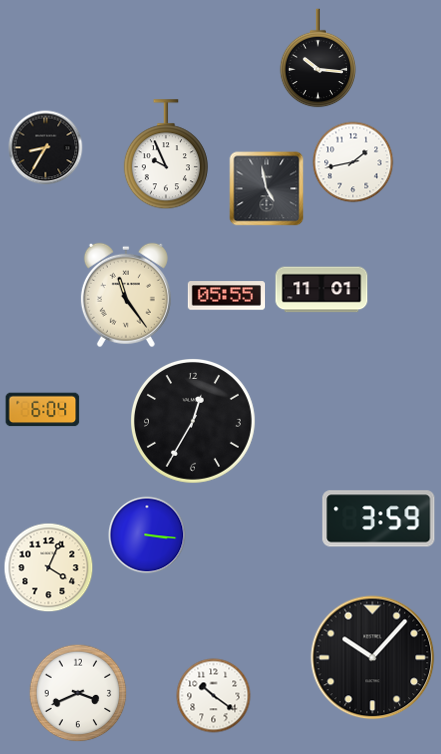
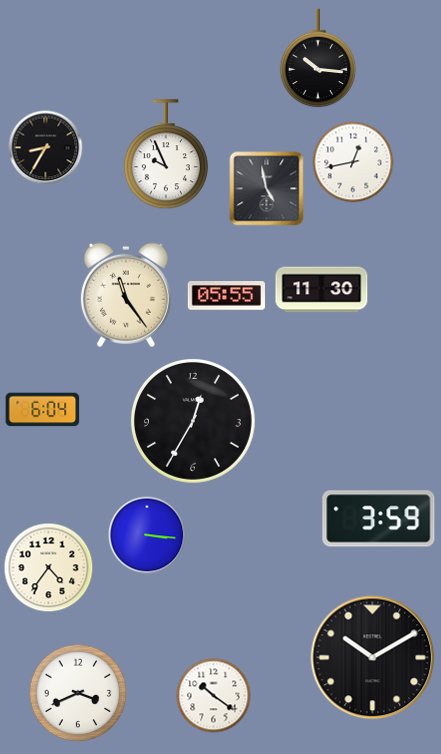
clock at (353, 162): 1:43 -> 12:43
clock at (322, 290): 11:01 -> 11:30
clock at (49, 568): 4:04 -> 4:36
clock at (373, 658): 10:07 -> 10:10
